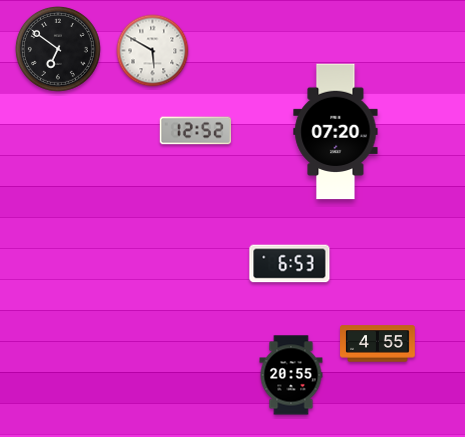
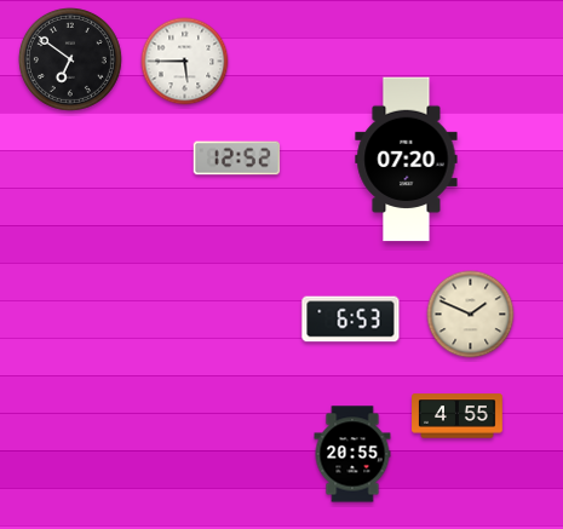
clock at (153, 51): 5:50 -> 5:45
clock at (471, 315): none -> 1:49
